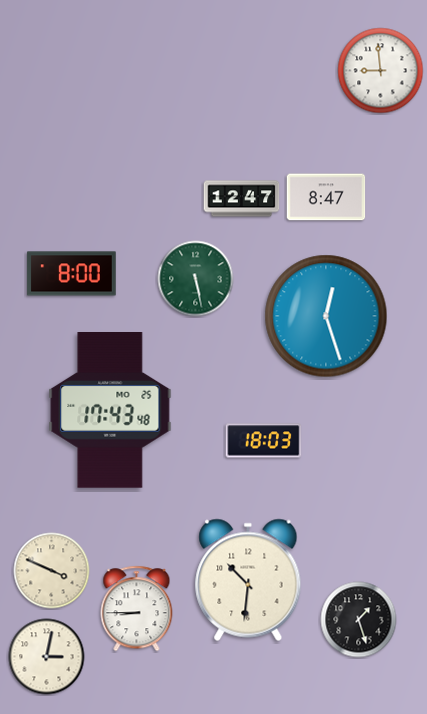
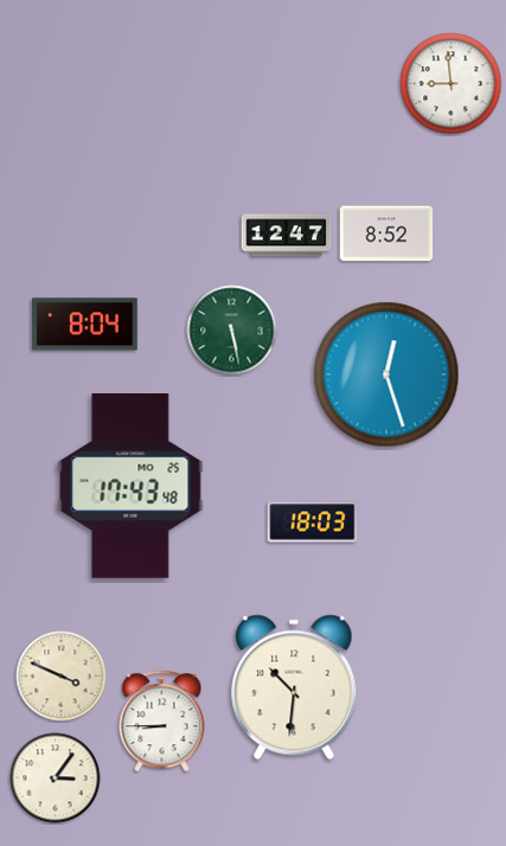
clock at (326, 197): 8:47 -> 8:52
clock at (72, 274): 8:00 -> 8:04
clock at (359, 620): 1:27 -> none
clock at (47, 657): 3:02 -> 3:06
